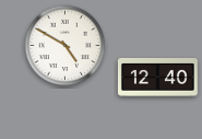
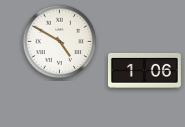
clock at (157, 78): 12:40 -> 1:06
